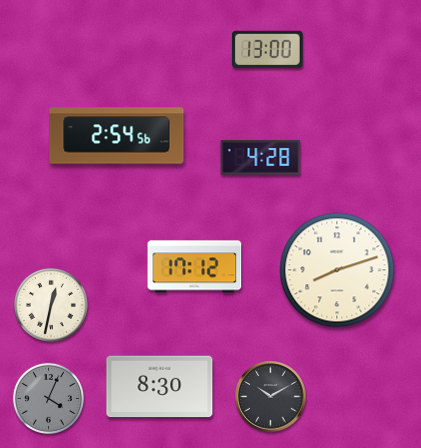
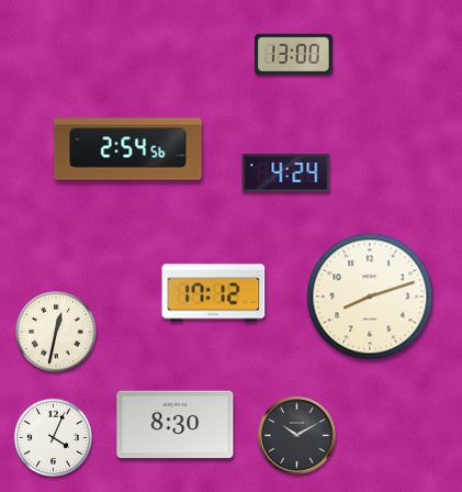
clock at (261, 158): 4:28 -> 4:24
clock at (51, 305) position: (51, 305) -> (56, 332)
clock at (48, 398) dial: grey -> white
